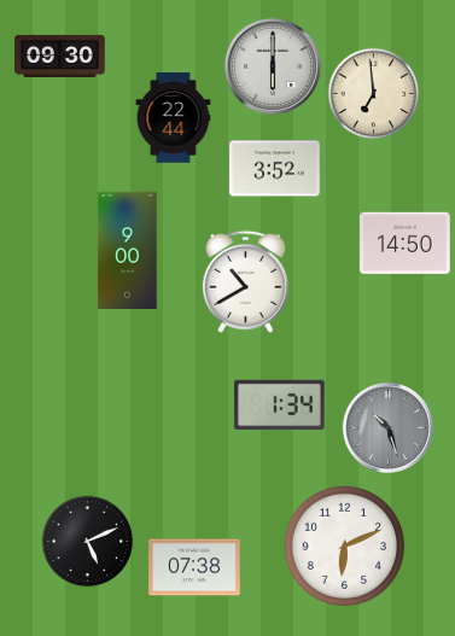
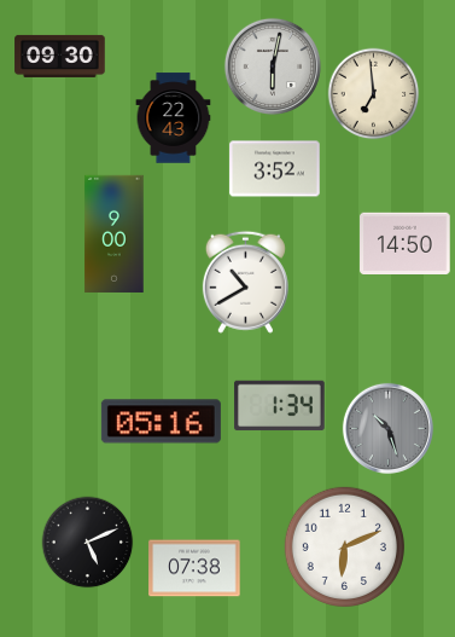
clock at (273, 66): 6:00 -> 6:02
clock at (174, 118): 22:44 -> 22:43
clock at (128, 250) position: (128, 250) -> (115, 233)
clock at (161, 422): none -> 05:16
